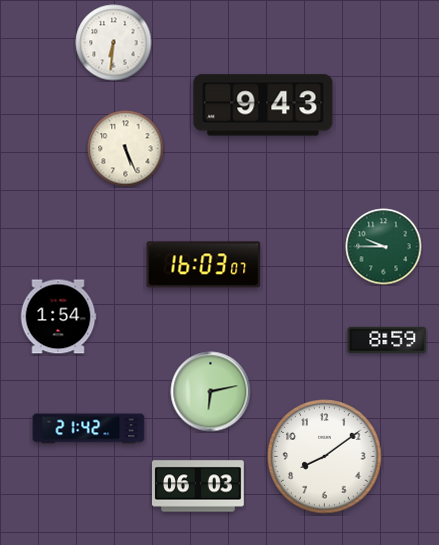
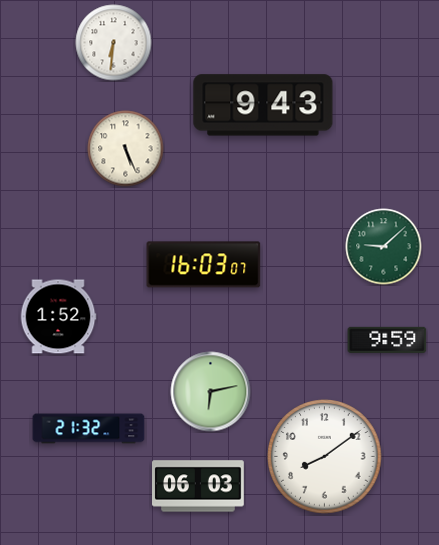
clock at (384, 247): 9:45 -> 9:08
clock at (58, 317): 1:54 -> 1:52
clock at (387, 340): 8:59 -> 9:59
clock at (89, 429): 21:42 -> 21:32
